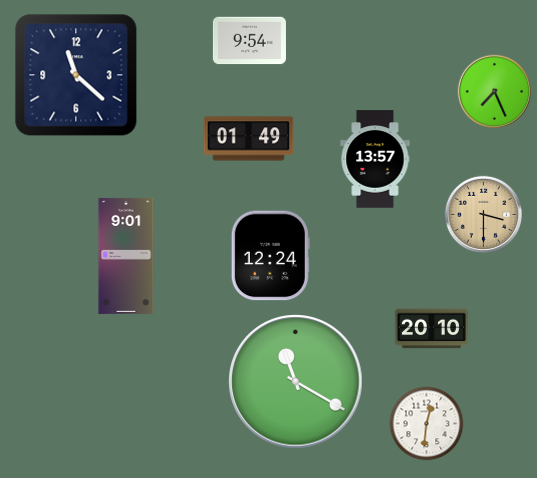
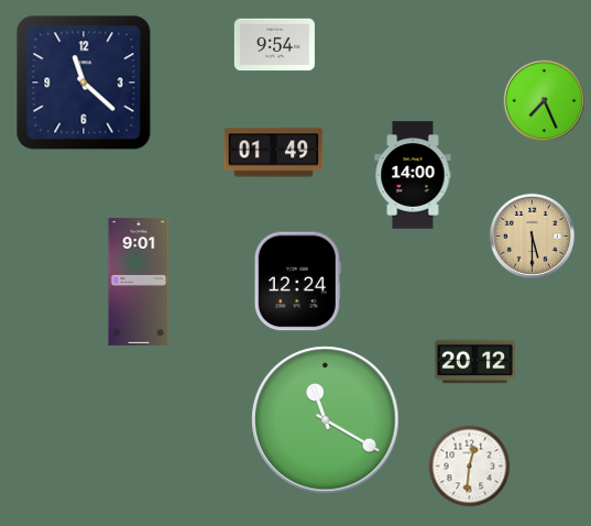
clock at (375, 159): 13:57 -> 14:00
clock at (483, 214): 3:30 -> 5:30
clock at (431, 329): 20:10 -> 20:12
